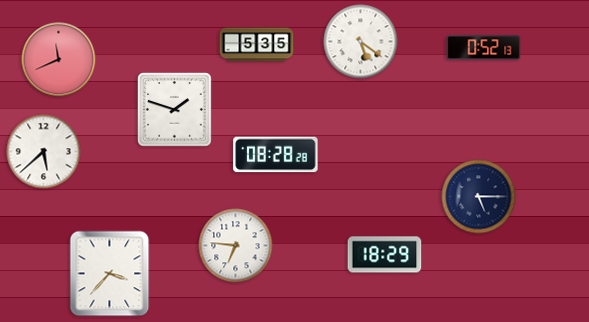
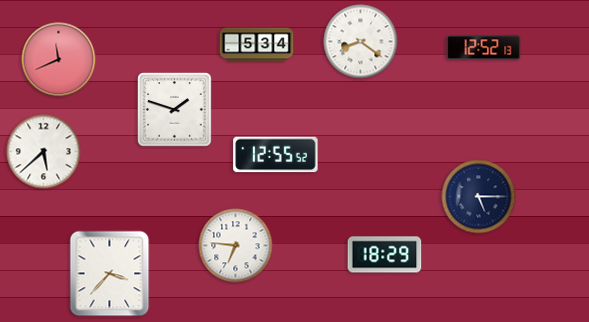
clock at (361, 42): 5:21 -> 8:21
clock at (257, 45): 5:35 -> 5:34
clock at (484, 48): 0:52 -> 12:52
clock at (276, 155): 08:28 -> 12:55
